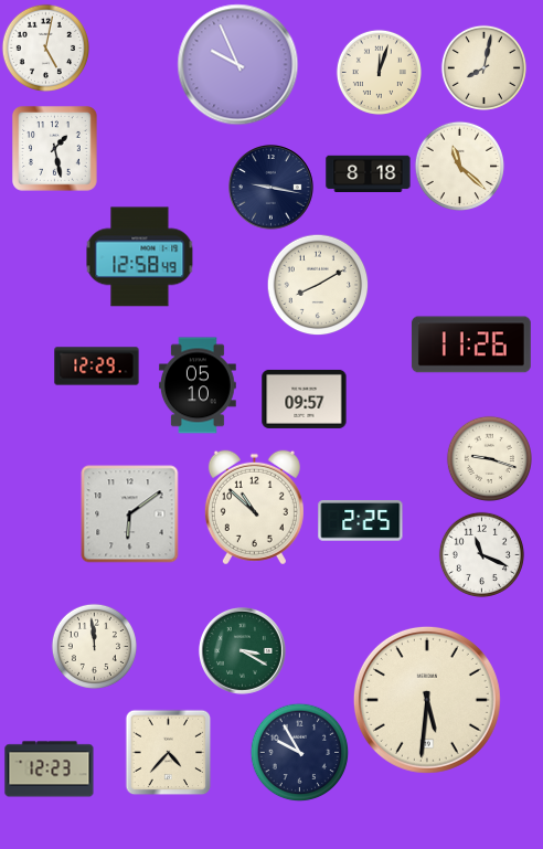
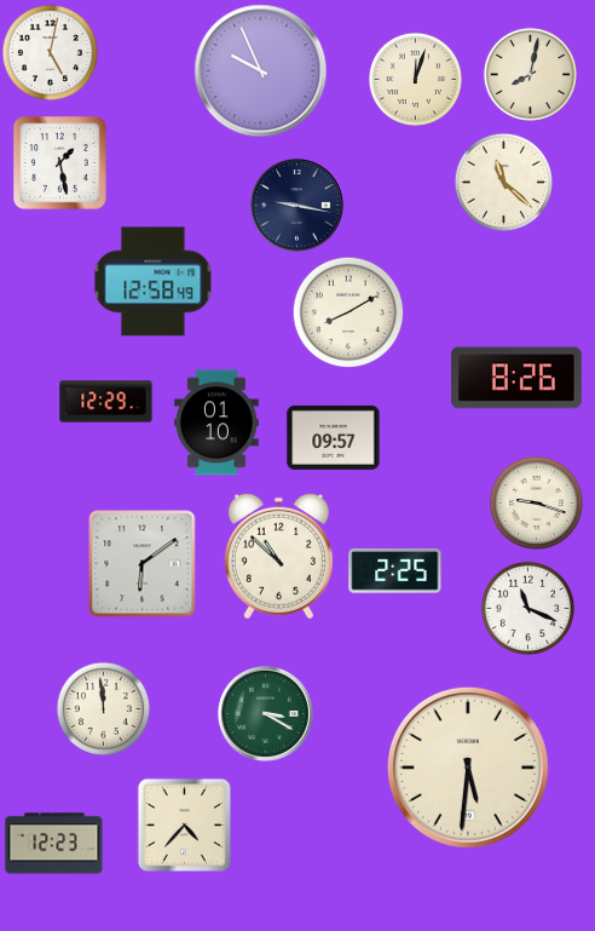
clock at (369, 174): 8:18 -> none
clock at (471, 344): 11:26 -> 8:26
clock at (199, 385): 05:10 -> 01:10
clock at (299, 752): 9:55 -> none
